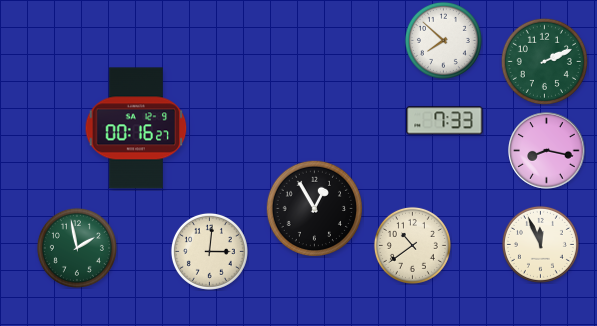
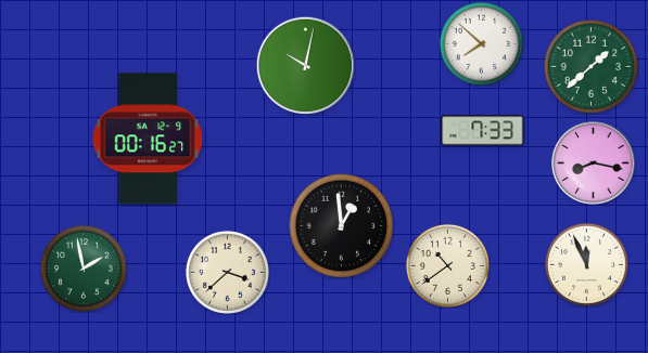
clock at (305, 65): none -> 10:02
clock at (544, 61): 2:11 -> 1:38
clock at (314, 208): 12:55 -> 12:59
clock at (209, 251): 3:01 -> 3:38
